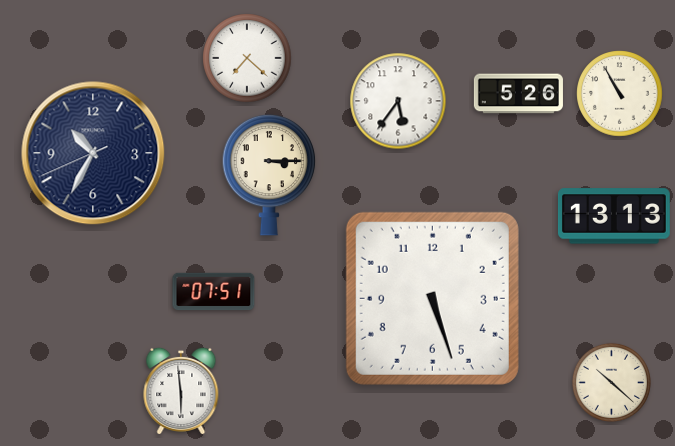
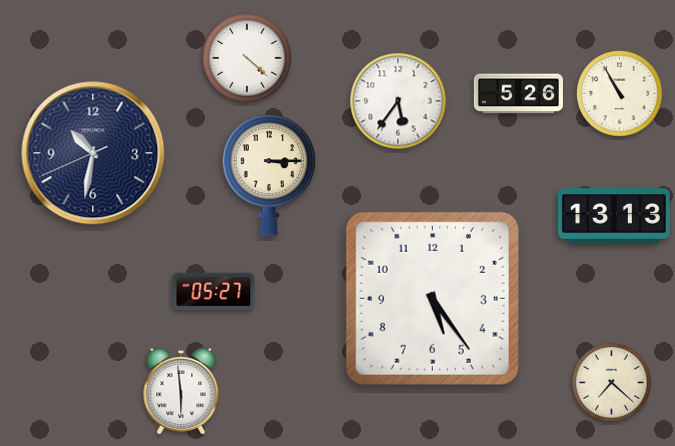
clock at (247, 58): 7:22 -> 4:22
clock at (93, 153): 10:34 -> 10:31
clock at (214, 292): 07:51 -> 05:27
clock at (432, 298): 5:27 -> 5:24
clock at (611, 382): 10:22 -> 7:22
